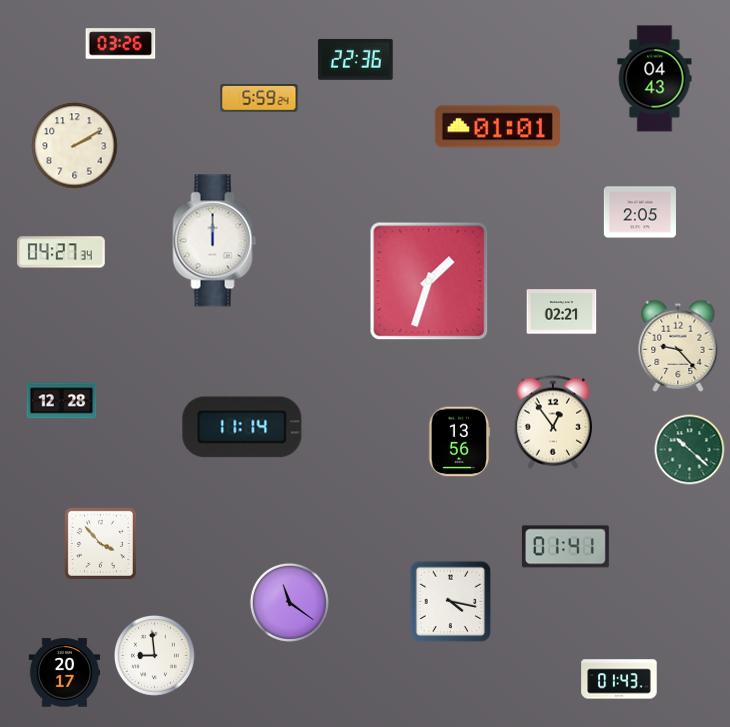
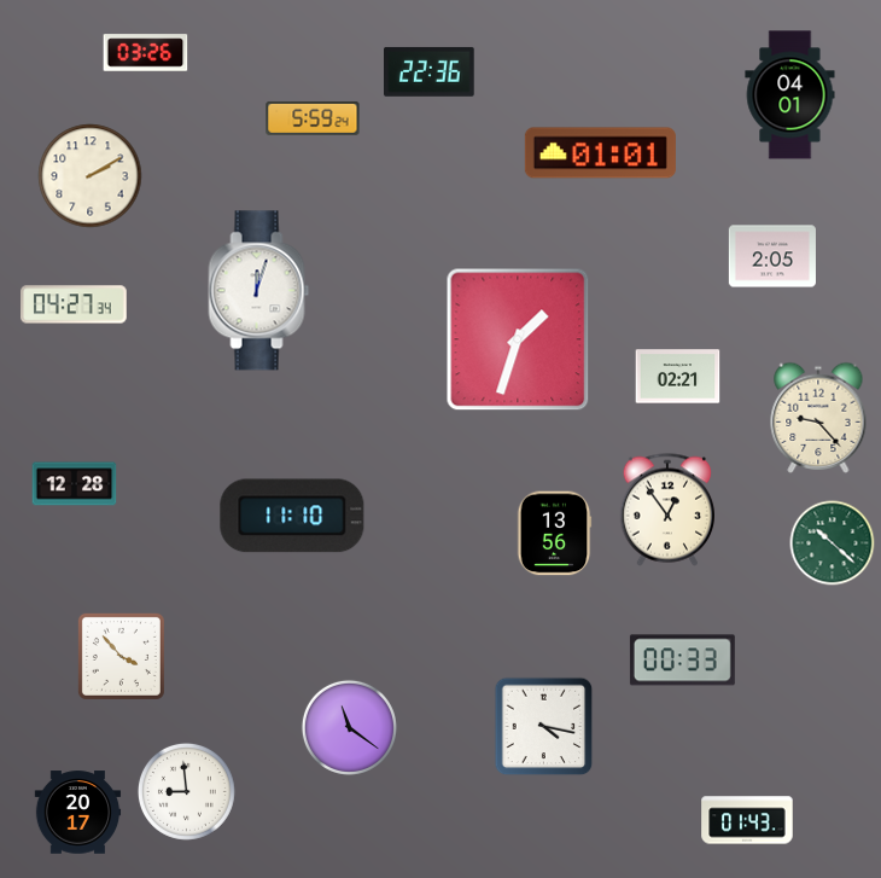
clock at (655, 79): 04:43 -> 04:01
clock at (215, 241): 12:00 -> 12:03
clock at (242, 427): 11:14 -> 11:10
clock at (565, 547): 01:41 -> 00:33
